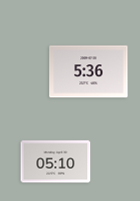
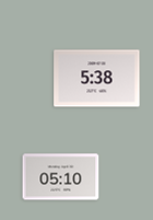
clock at (89, 72): 5:36 -> 5:38
